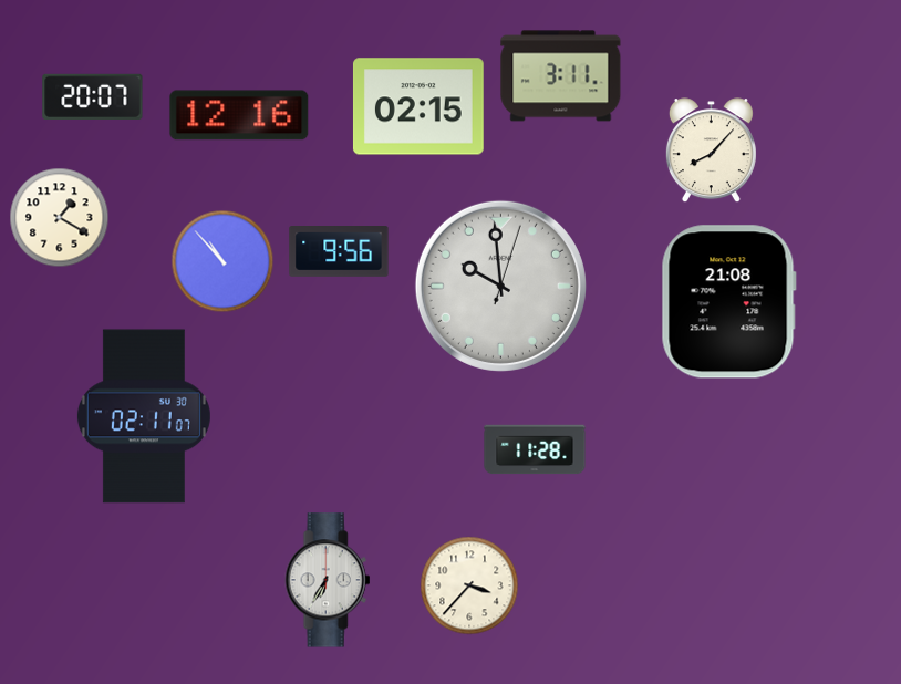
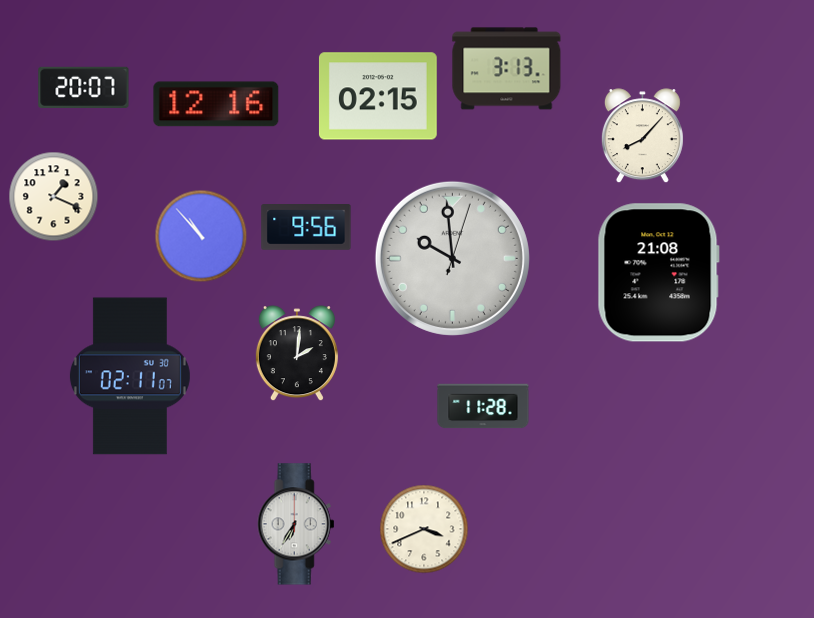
clock at (561, 76): 3:11 -> 3:13
clock at (60, 218): 1:20 -> 1:19
clock at (297, 354): none -> 2:01
clock at (469, 585): 3:37 -> 3:41
